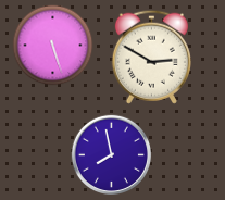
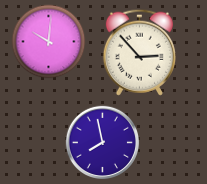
clock at (53, 46): 5:27 -> 10:01
clock at (151, 57): 2:50 -> 2:53
